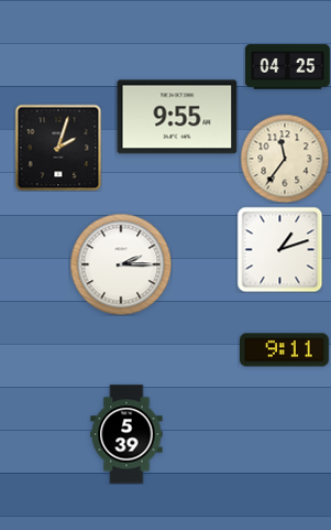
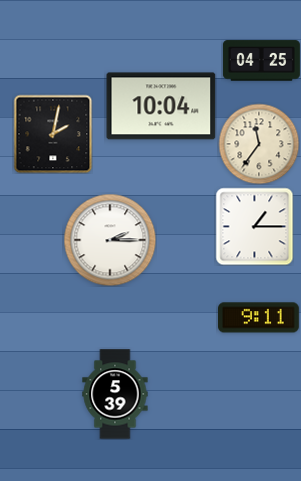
clock at (177, 117): 9:55 -> 10:04
clock at (58, 148): 2:03 -> 2:02
clock at (279, 249): 1:12 -> 1:15
